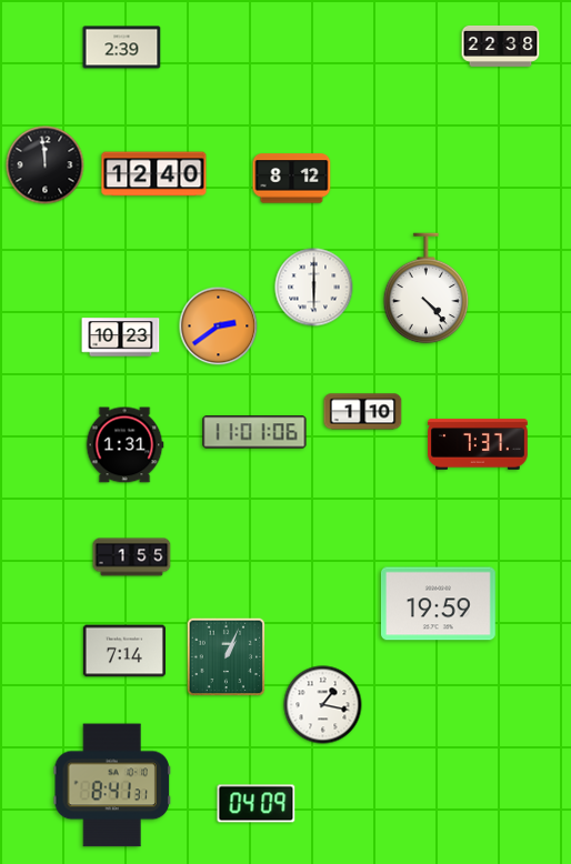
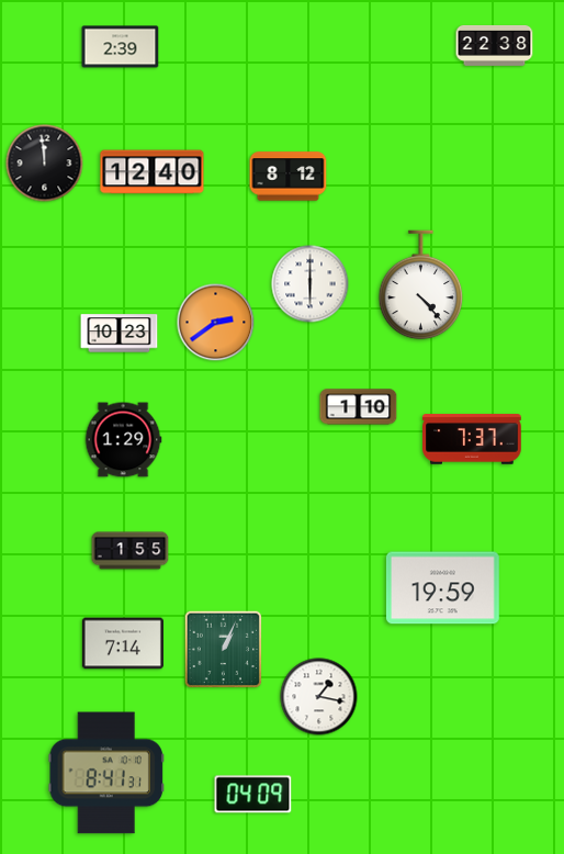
clock at (254, 432): 11:01 -> none
clock at (124, 445): 1:31 -> 1:29
clock at (438, 604) position: (438, 604) -> (442, 588)
clock at (111, 785) position: (111, 785) -> (105, 773)
